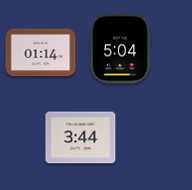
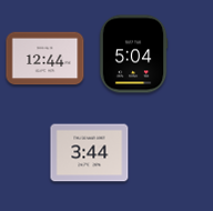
clock at (41, 53): 01:14 -> 12:44
